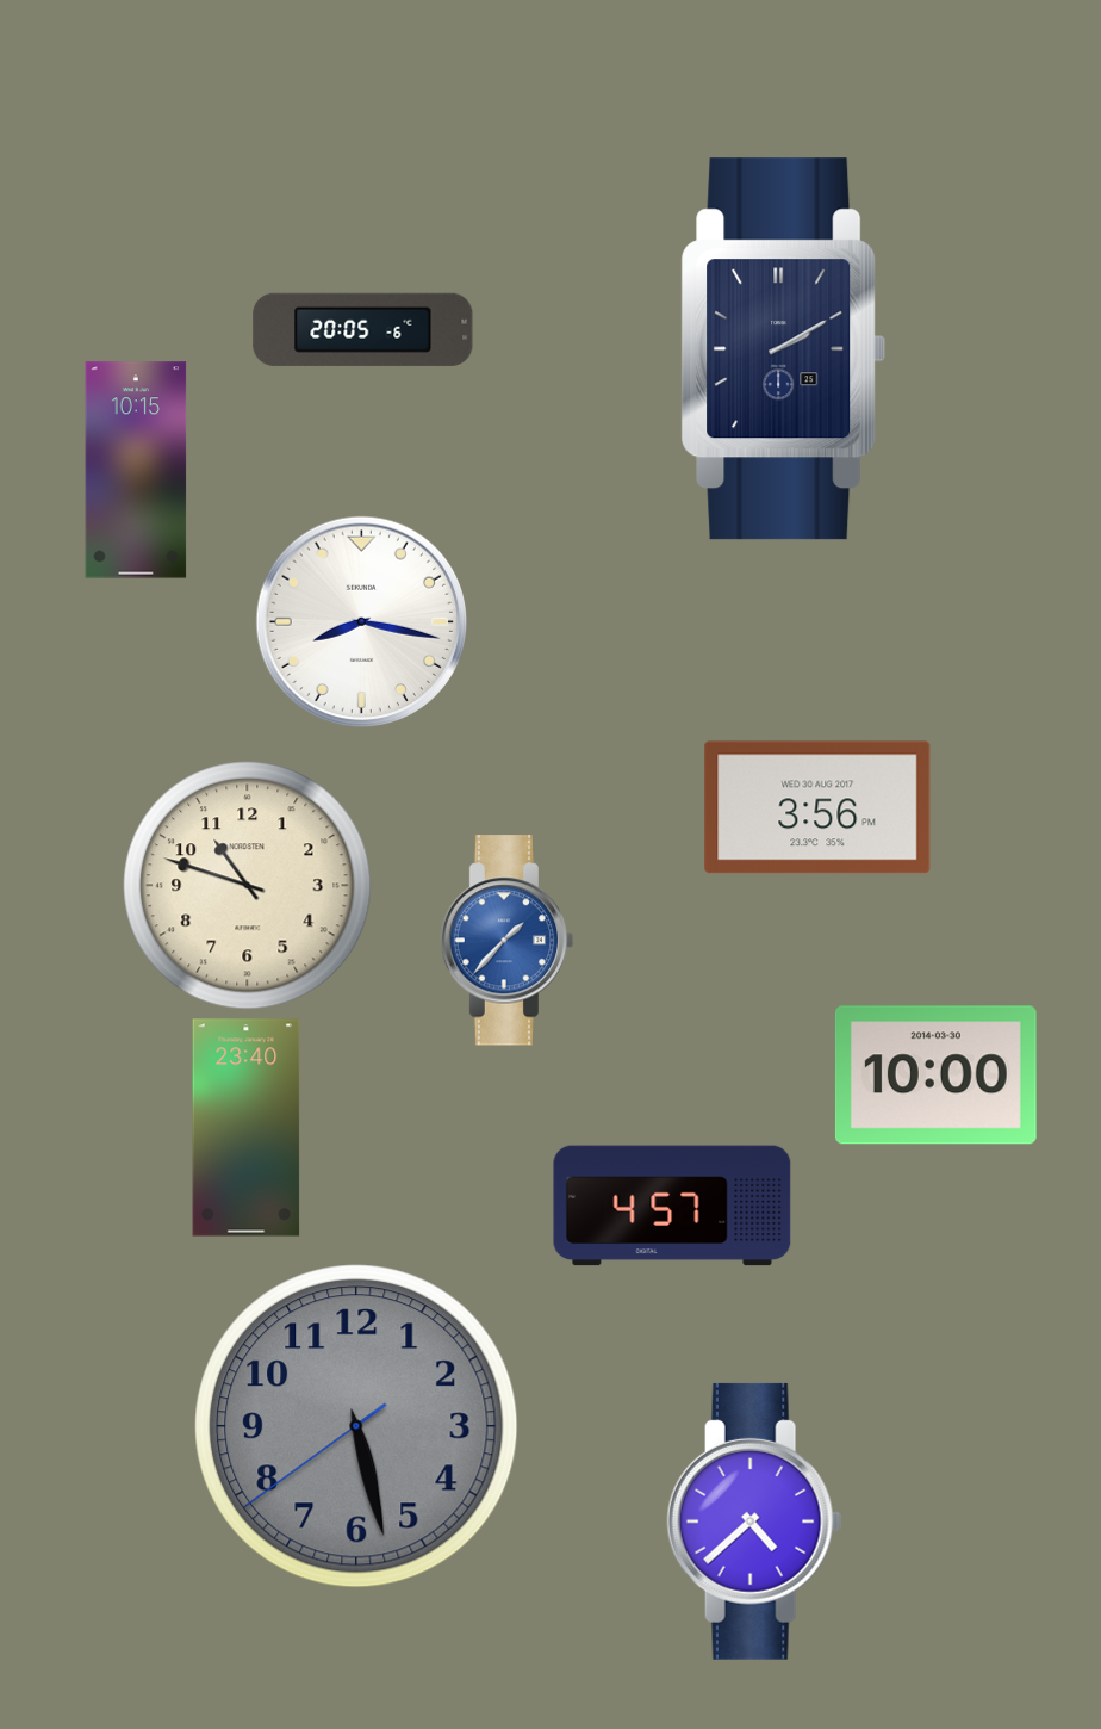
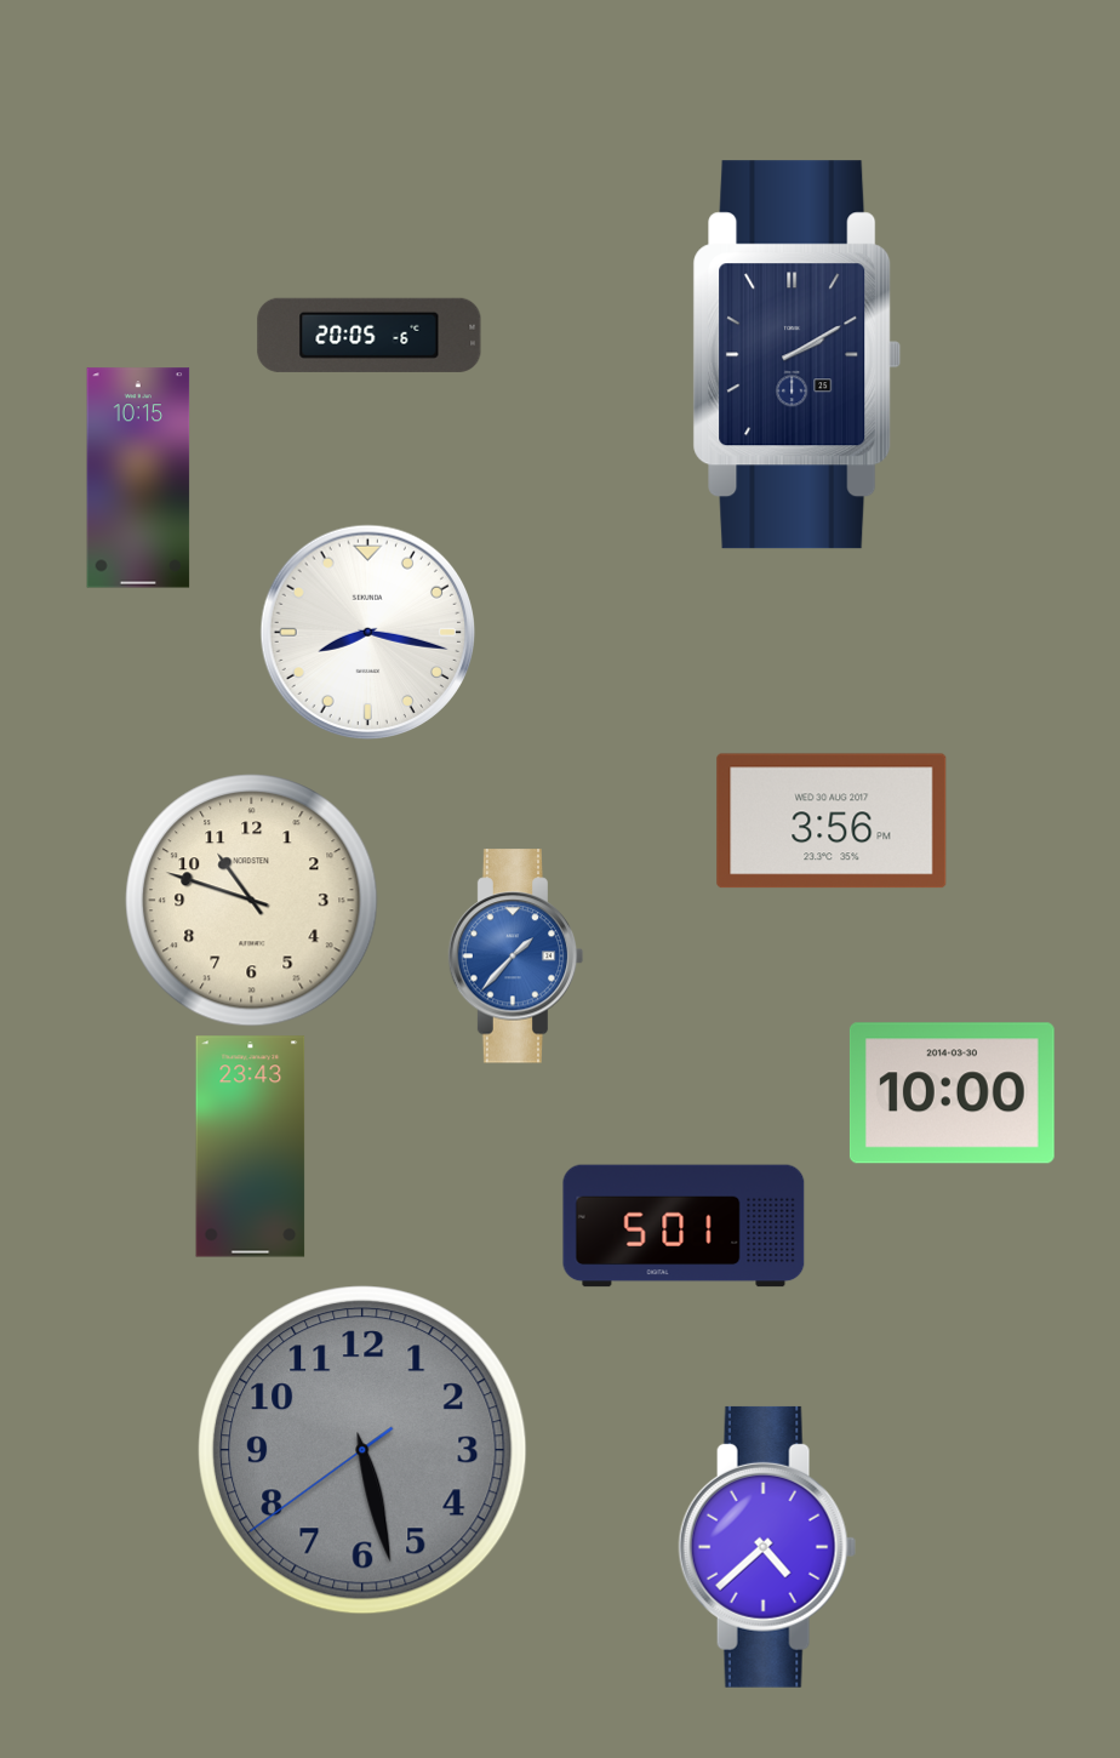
clock at (247, 1128): 23:40 -> 23:43
clock at (672, 1206): 4:57 -> 5:01
